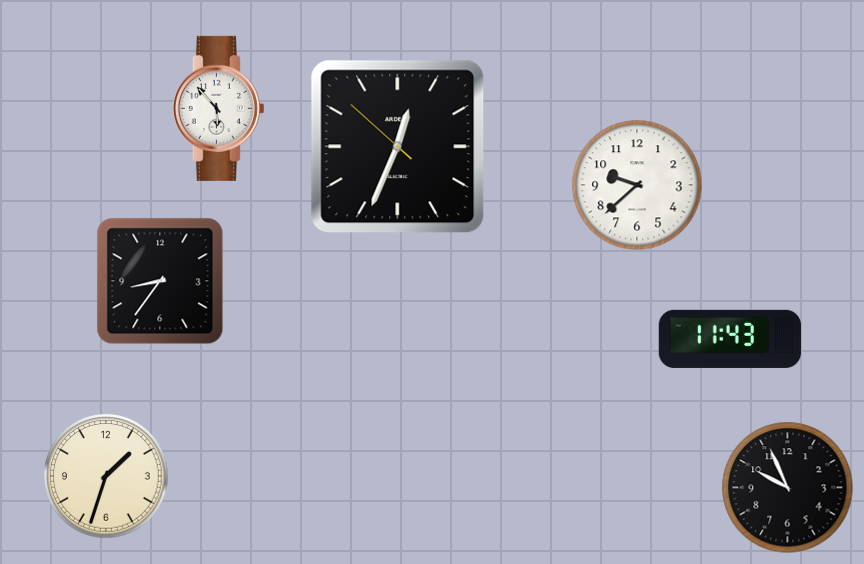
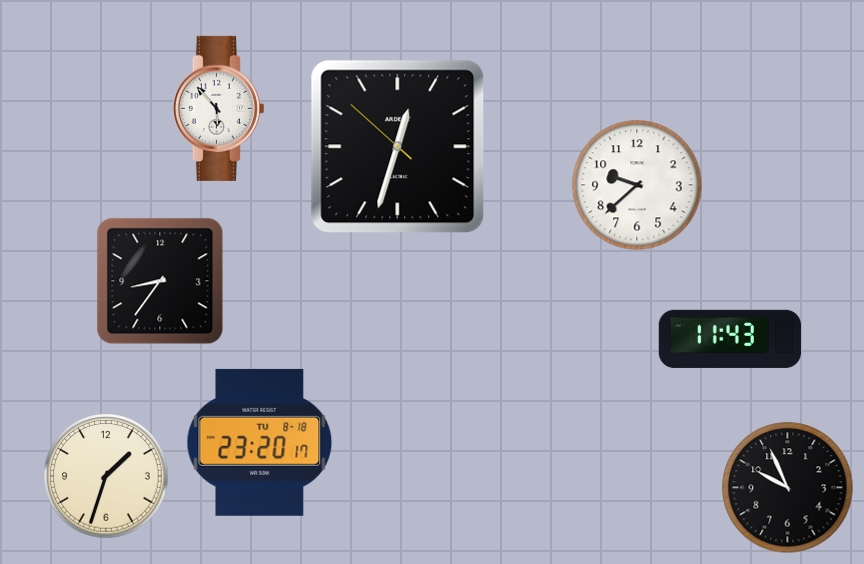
clock at (398, 147): 12:33 -> 12:32
clock at (260, 442): none -> 23:20
